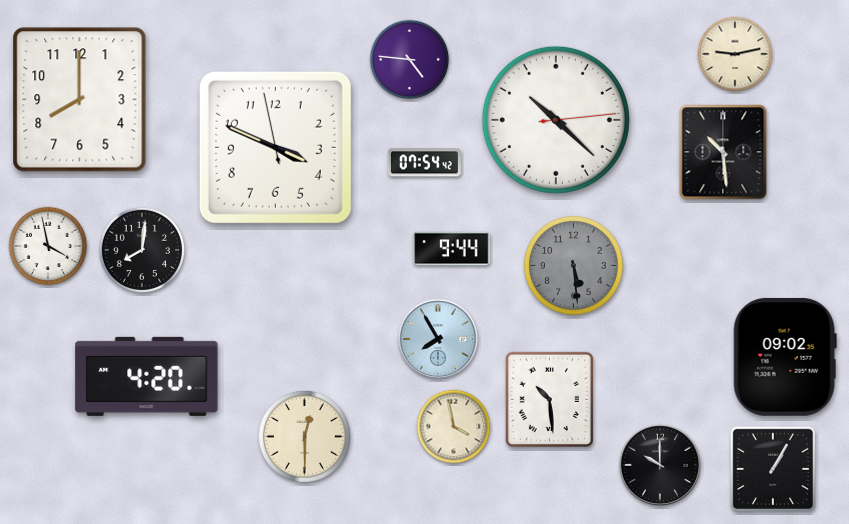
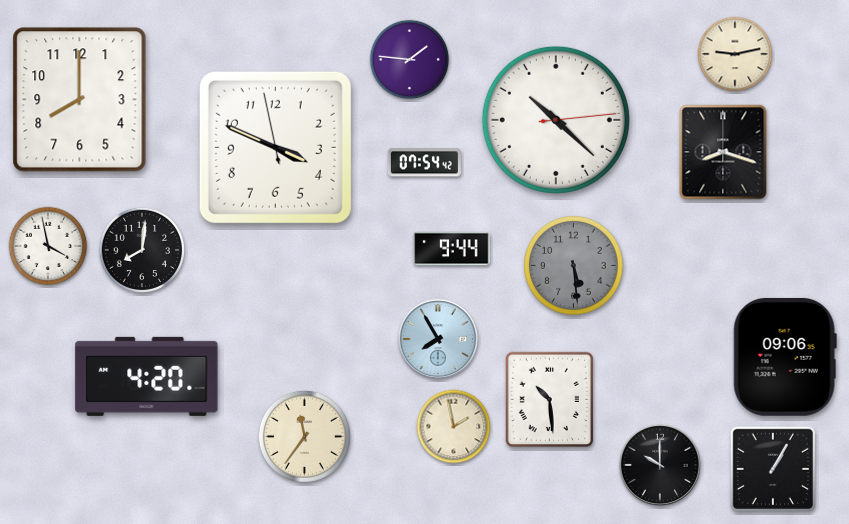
clock at (410, 60): 4:46 -> 1:46
clock at (723, 152): 10:29 -> 8:18
clock at (785, 357): 09:02 -> 09:06
clock at (454, 427): 3:58 -> 1:58
clock at (304, 436): 12:30 -> 11:36
